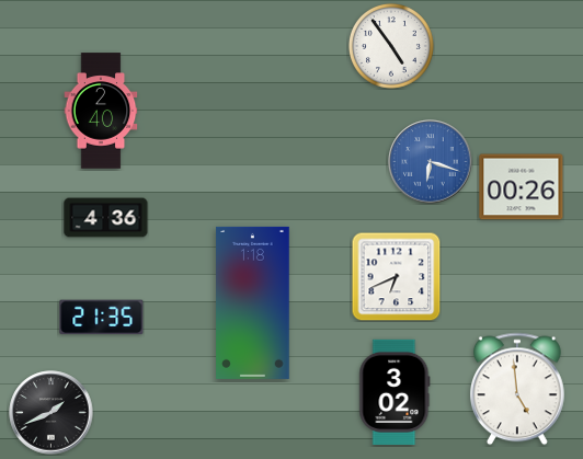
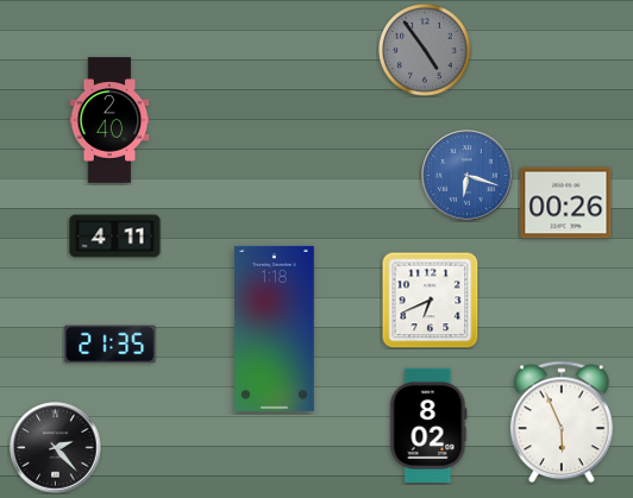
clock at (391, 46) dial: white -> grey
clock at (106, 218): 4:36 -> 4:11
clock at (517, 389): 4:59 -> 5:56
clock at (395, 392): 3:02 -> 8:02
clock at (52, 413): 1:41 -> 2:23
